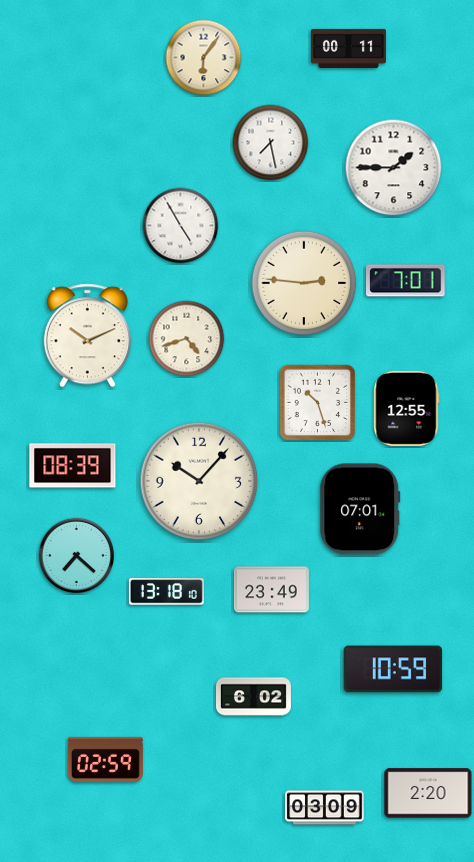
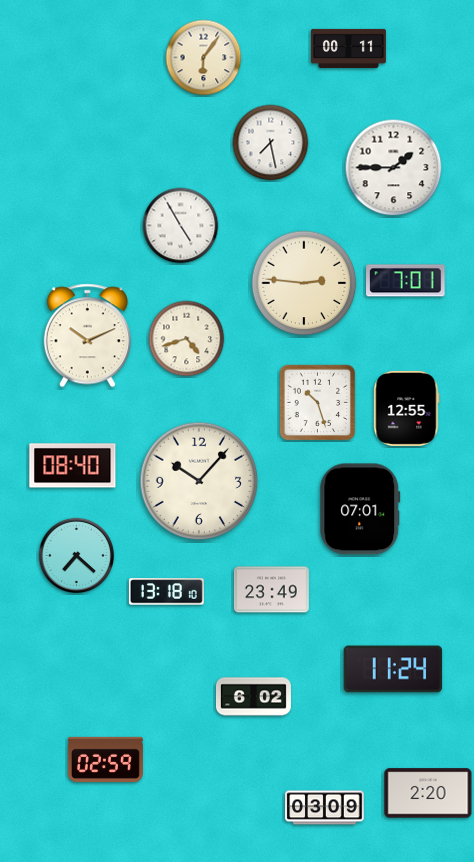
clock at (73, 466): 08:39 -> 08:40
clock at (393, 669): 10:59 -> 11:24
